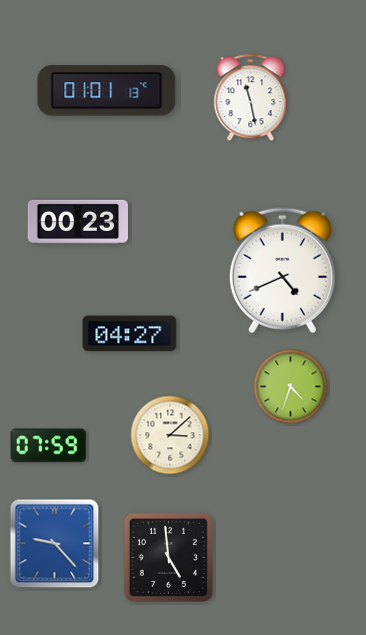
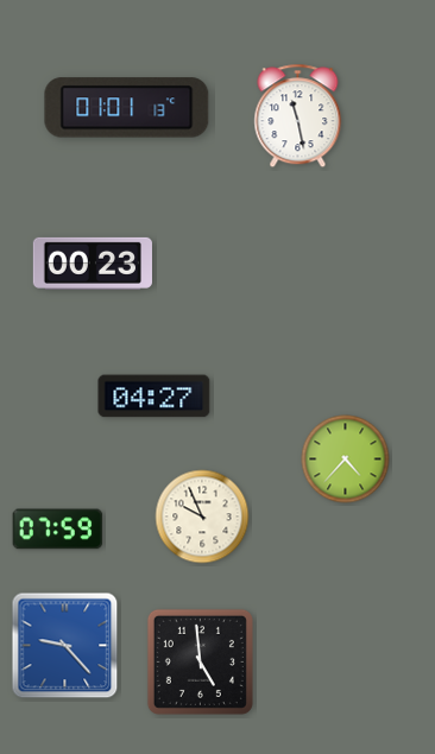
clock at (282, 271): 4:41 -> none
clock at (291, 387): 4:33 -> 4:37
clock at (170, 435): 3:08 -> 9:56
